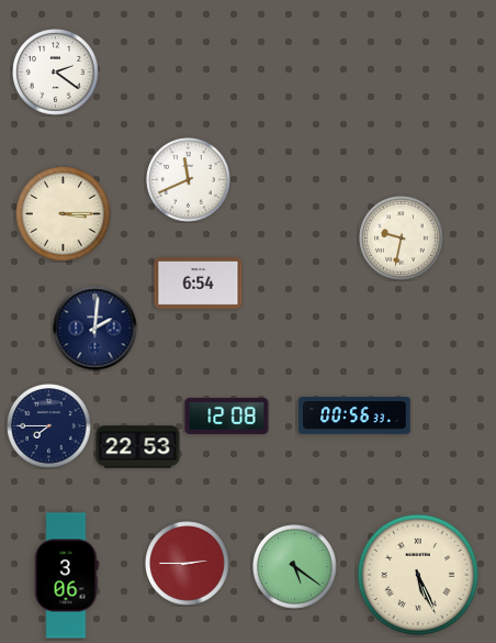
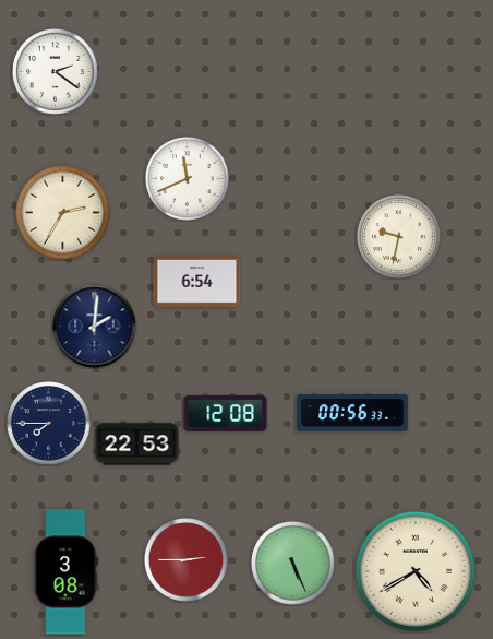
clock at (63, 213): 3:15 -> 2:35
clock at (295, 567): 5:21 -> 5:26
clock at (418, 575): 5:26 -> 4:40
clock at (66, 576): 3:06 -> 3:08
